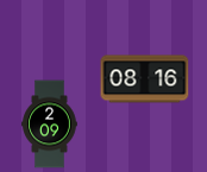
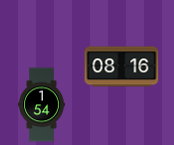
clock at (50, 125): 2:09 -> 1:54
